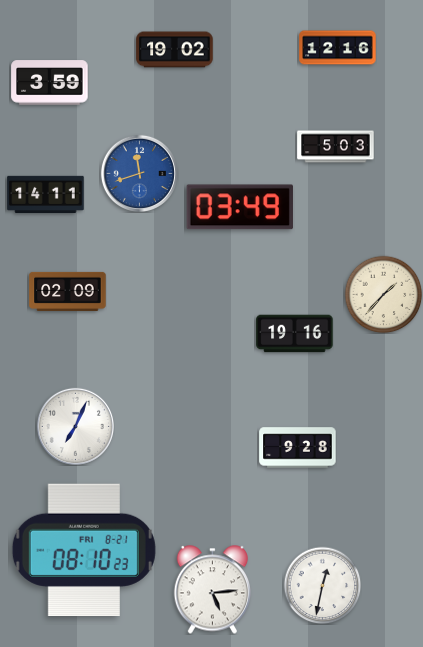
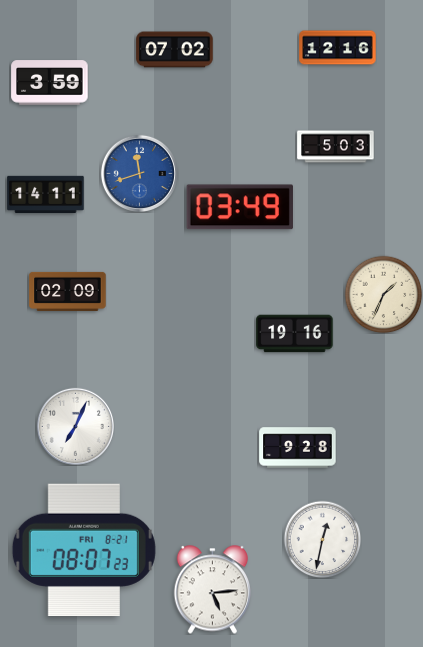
clock at (175, 50): 19:02 -> 07:02
clock at (383, 294): 1:37 -> 1:34
clock at (84, 549): 08:10 -> 08:07
clock at (322, 585) position: (322, 585) -> (322, 539)
